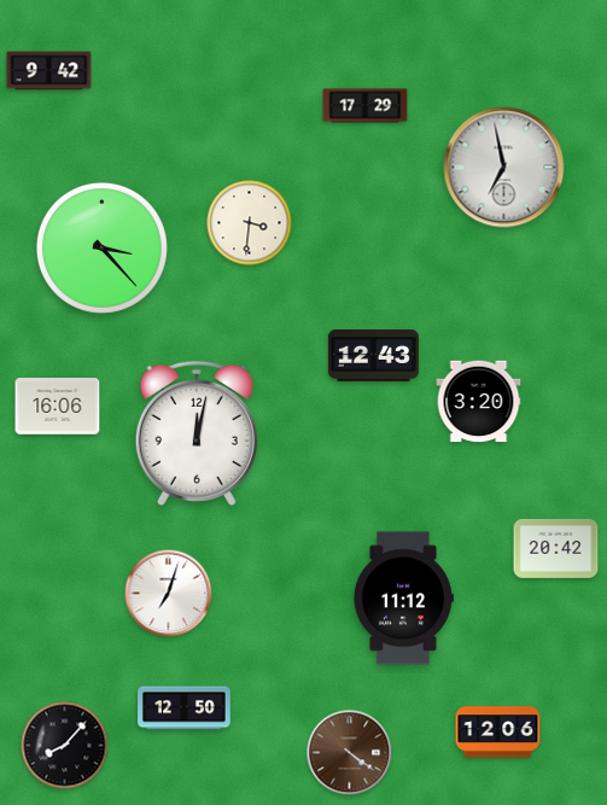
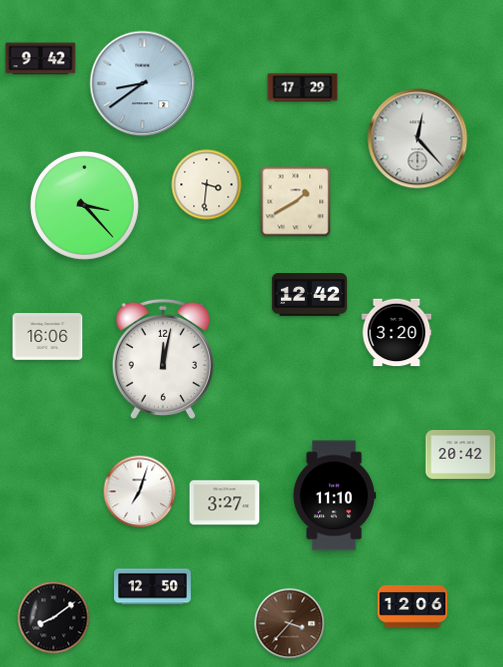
clock at (143, 84): none -> 8:39
clock at (504, 168): 6:58 -> 12:23
clock at (296, 202): none -> 1:40
clock at (373, 356): 12:43 -> 12:42
clock at (403, 599): 11:12 -> 11:10
clock at (225, 503): none -> 3:27
clock at (65, 746): 8:07 -> 8:09
clock at (350, 753): 4:21 -> 3:37
